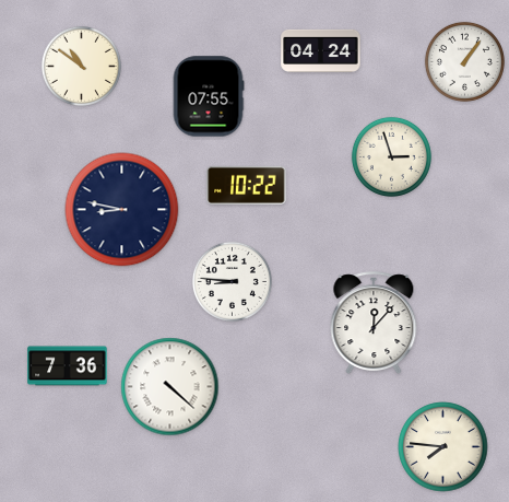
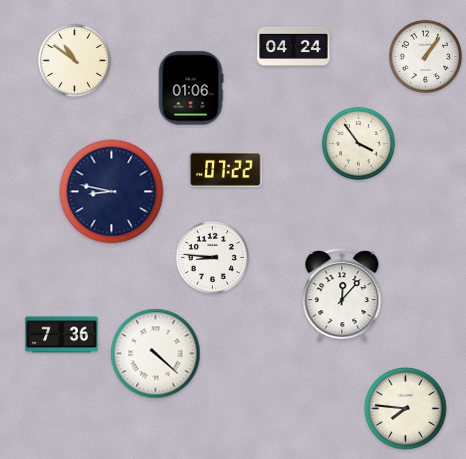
clock at (209, 96): 07:55 -> 01:06
clock at (391, 156): 2:57 -> 3:54
clock at (247, 185): 10:22 -> 07:22
